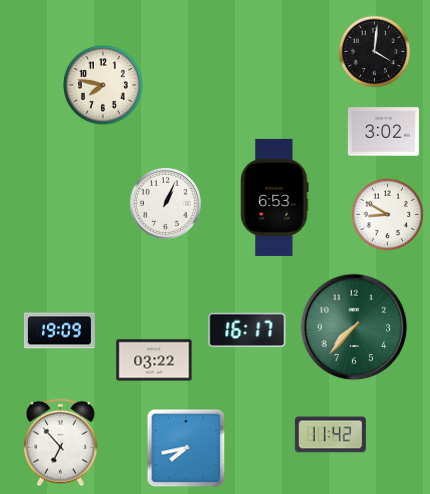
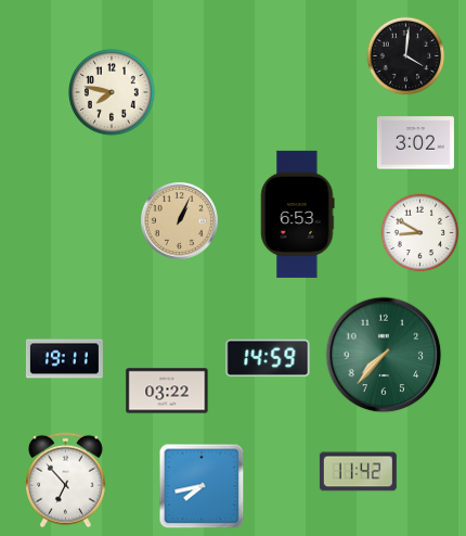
clock at (165, 203) dial: white -> champagne
clock at (247, 330): 16:17 -> 14:59
clock at (59, 331): 19:09 -> 19:11
